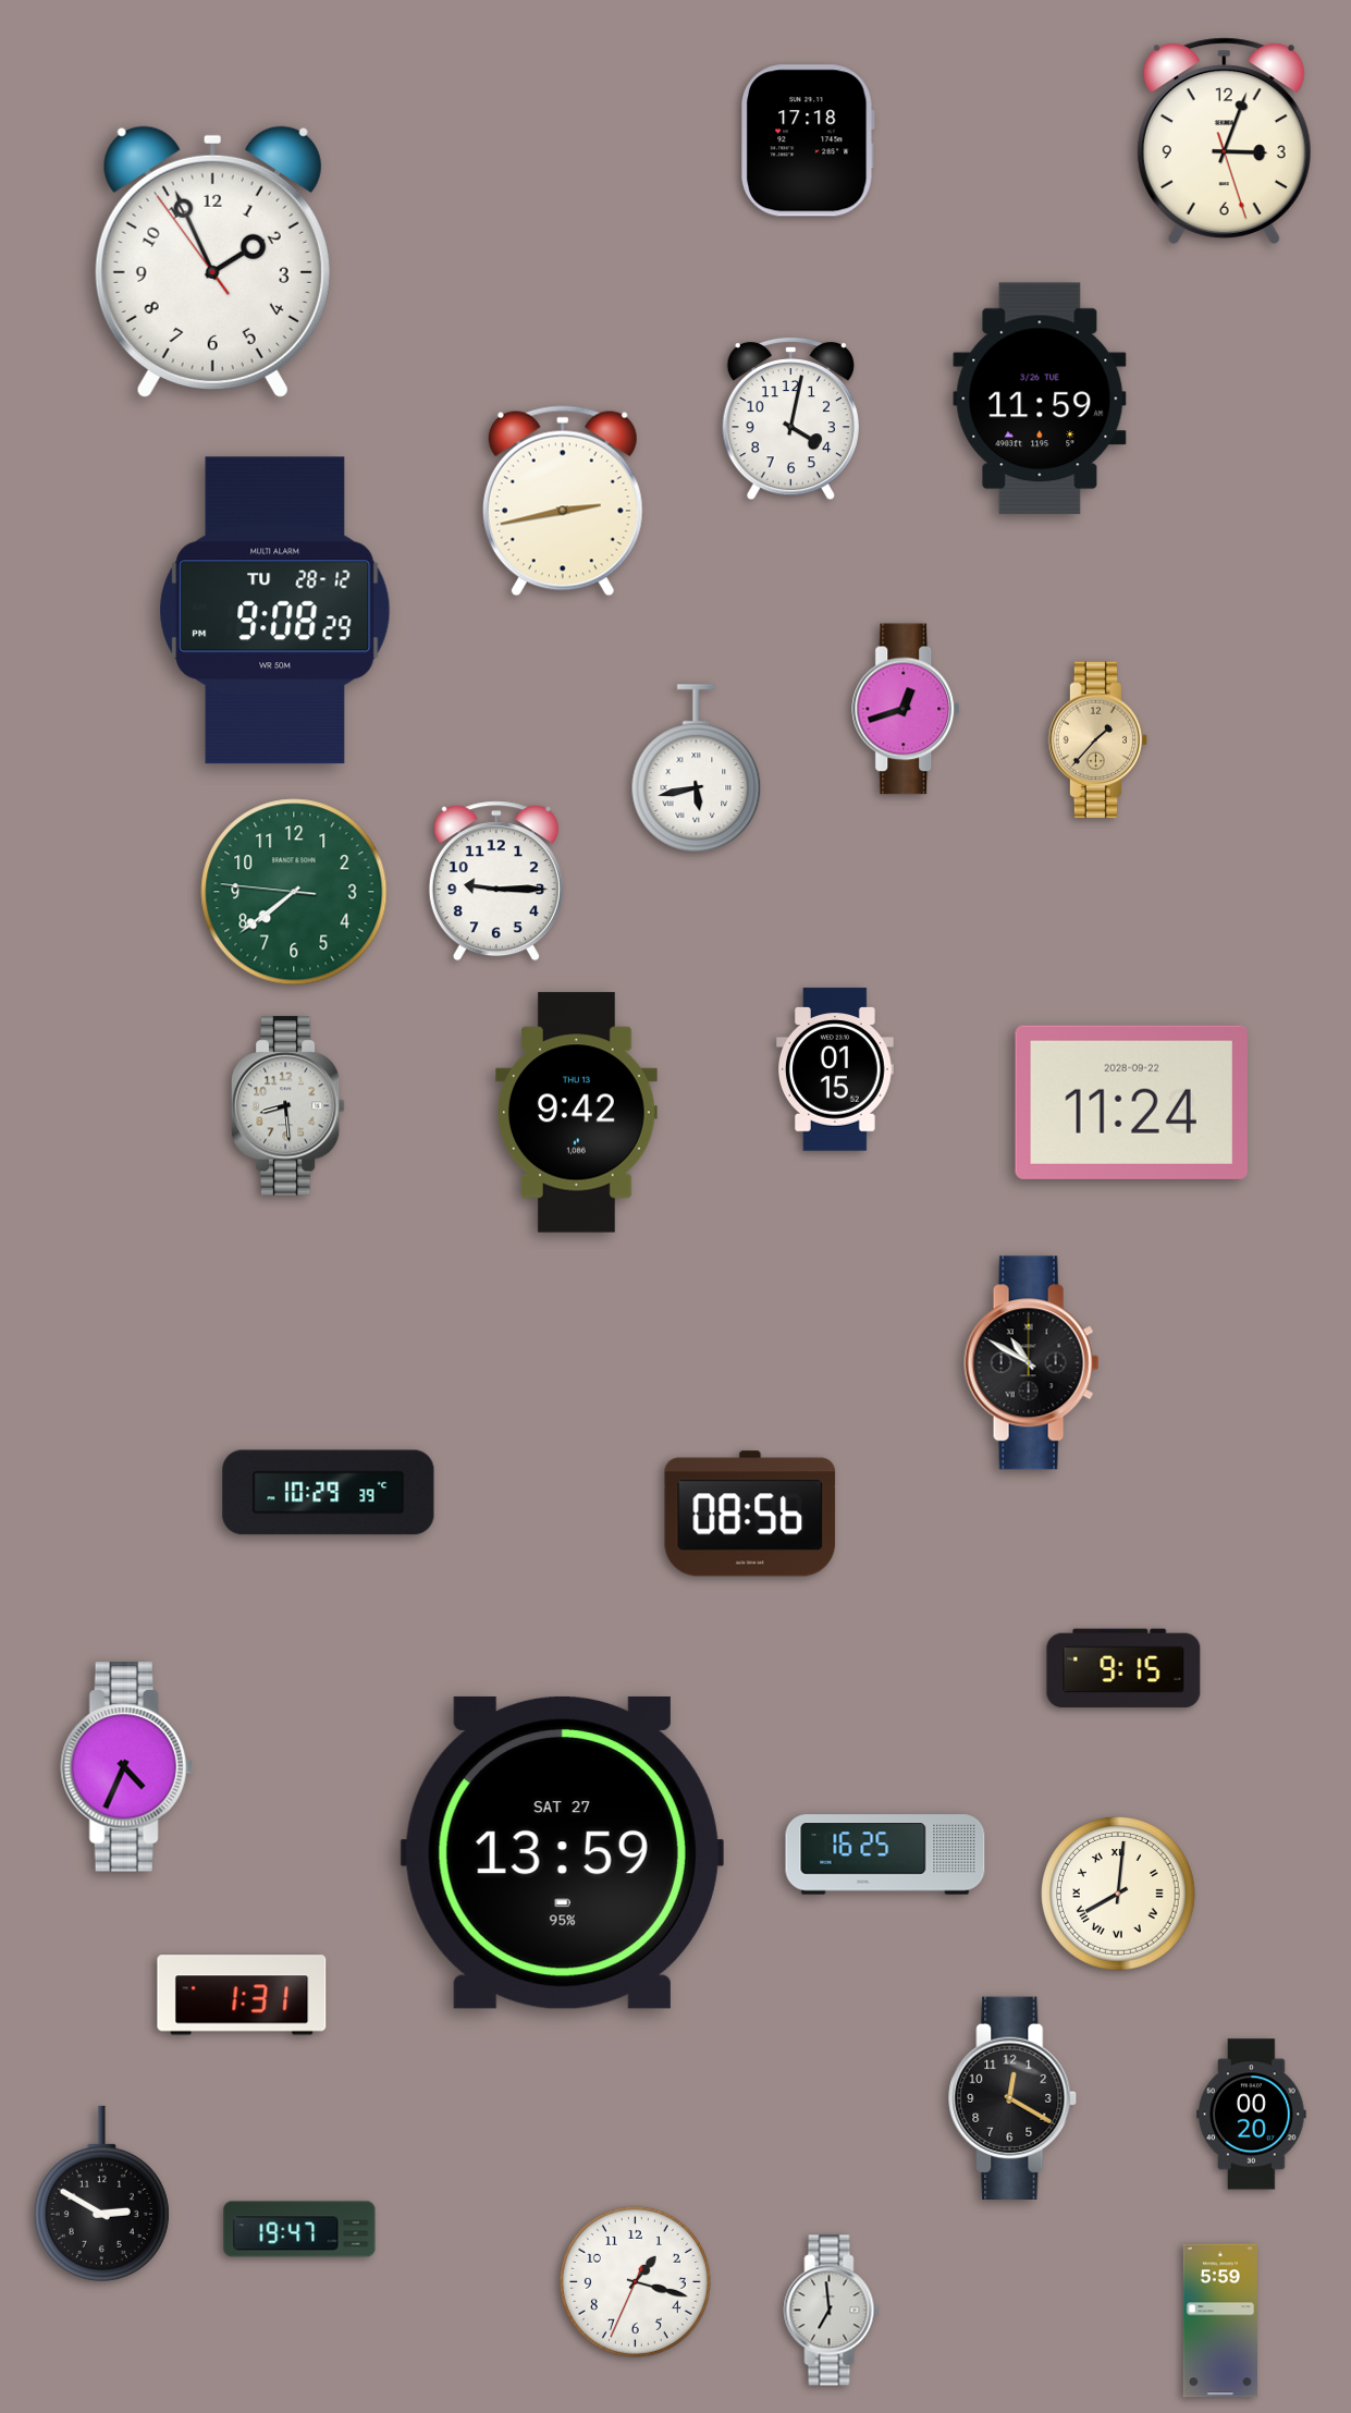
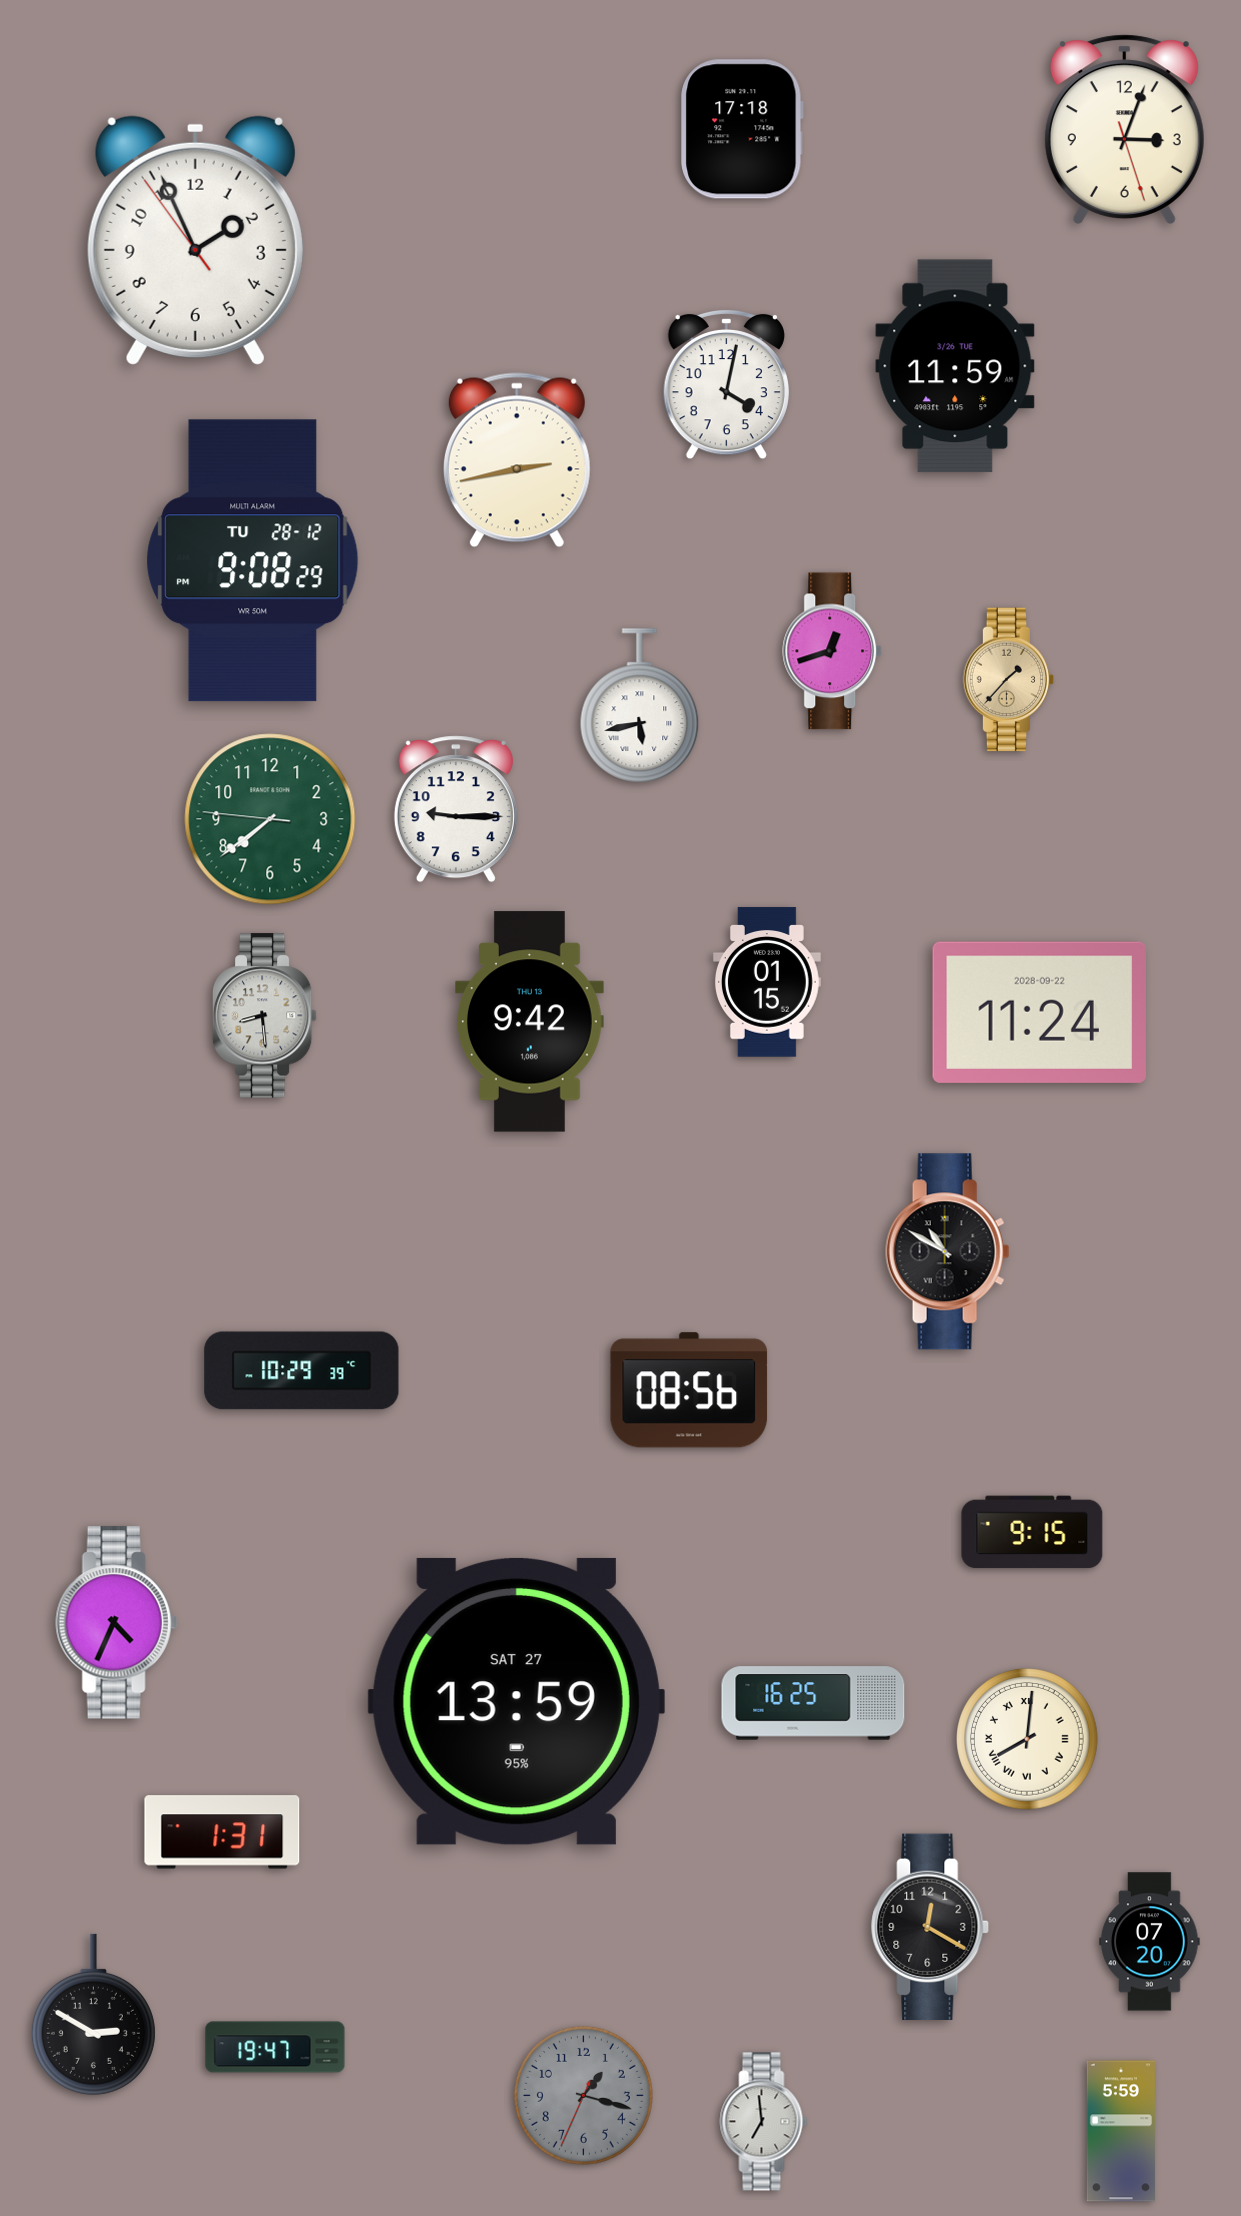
clock at (1252, 2115): 00:20 -> 07:20
clock at (635, 2281) dial: white -> grey
